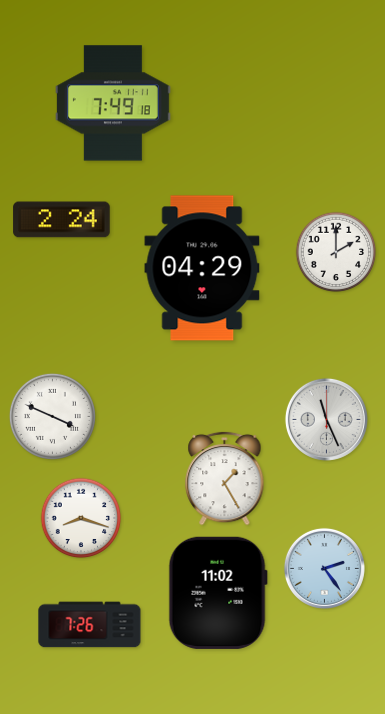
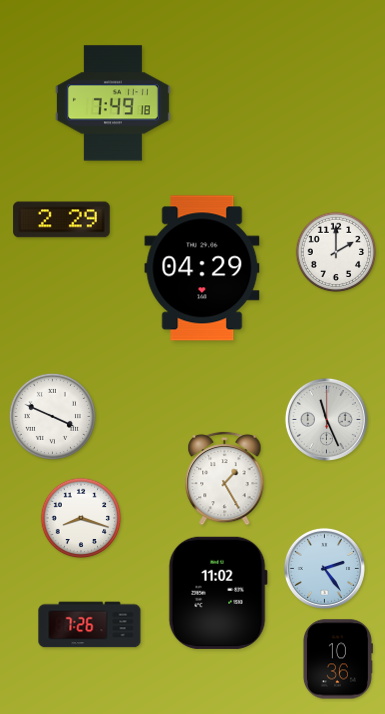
clock at (62, 220): 2:24 -> 2:29
clock at (337, 659): none -> 10:36
